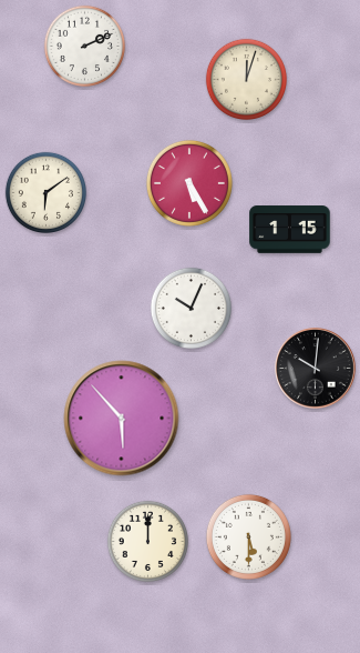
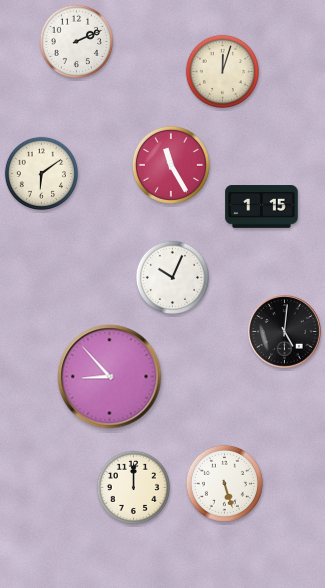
clock at (189, 183): 5:25 -> 11:25
clock at (316, 369): 10:01 -> 5:01
clock at (122, 419): 5:53 -> 8:53
clock at (248, 536): 5:30 -> 5:27
